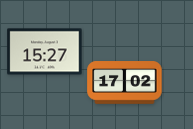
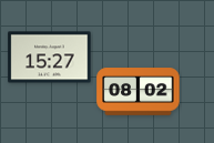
clock at (125, 83): 17:02 -> 08:02
